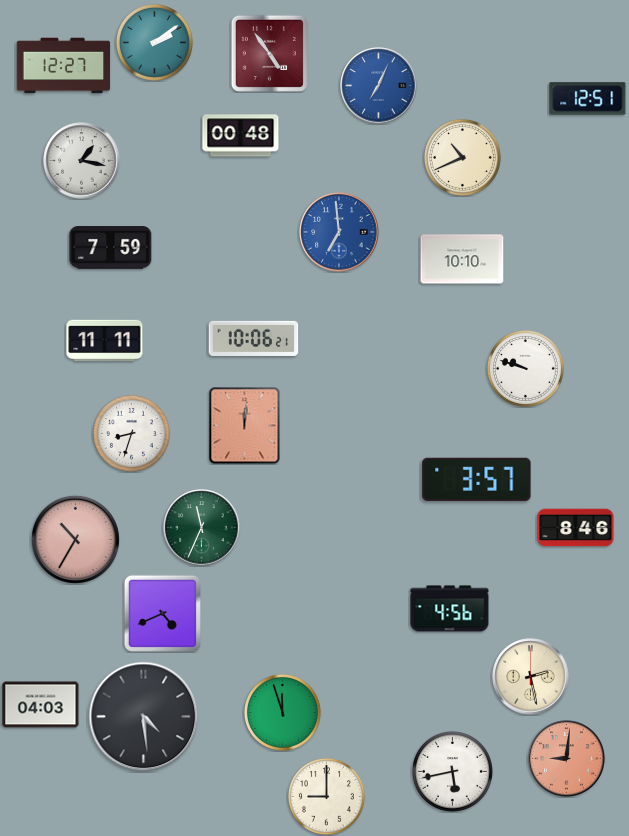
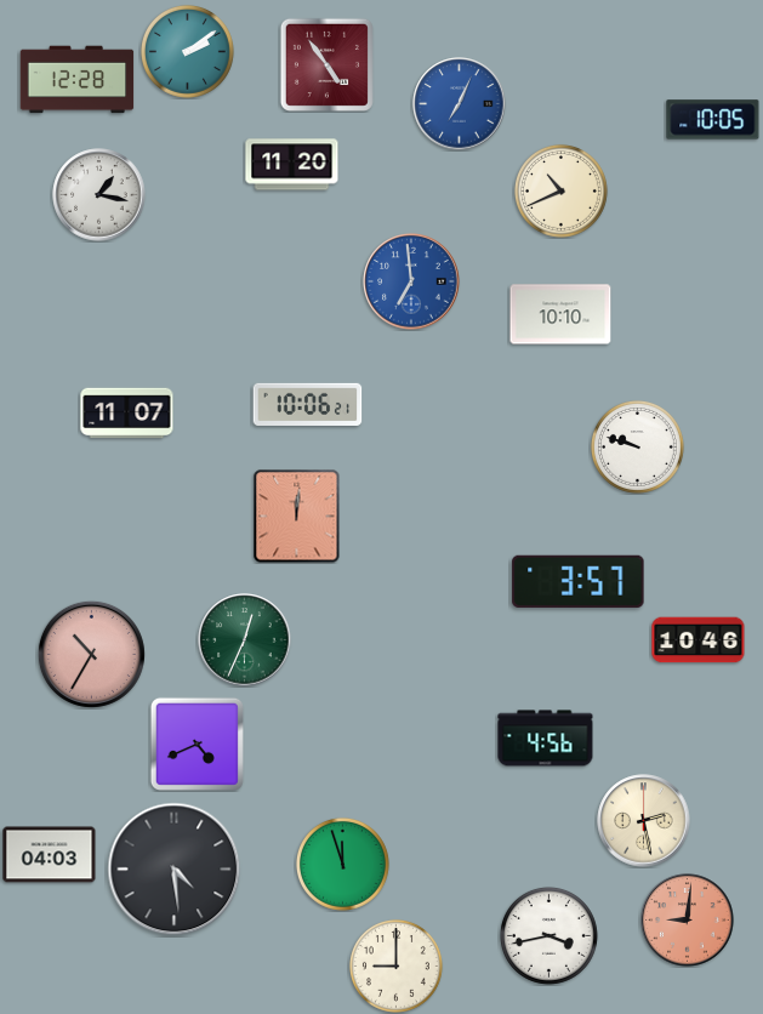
clock at (64, 66): 12:27 -> 12:28
clock at (588, 99): 12:51 -> 10:05
clock at (241, 136): 00:48 -> 11:20
clock at (111, 248): 7:59 -> none
clock at (254, 338) position: (254, 338) -> (308, 404)
clock at (105, 341): 11:11 -> 11:07
clock at (131, 433): 8:33 -> none
clock at (202, 528): 11:34 -> 12:34
clock at (576, 528): 8:46 -> 10:46
clock at (452, 771): 5:43 -> 3:43
